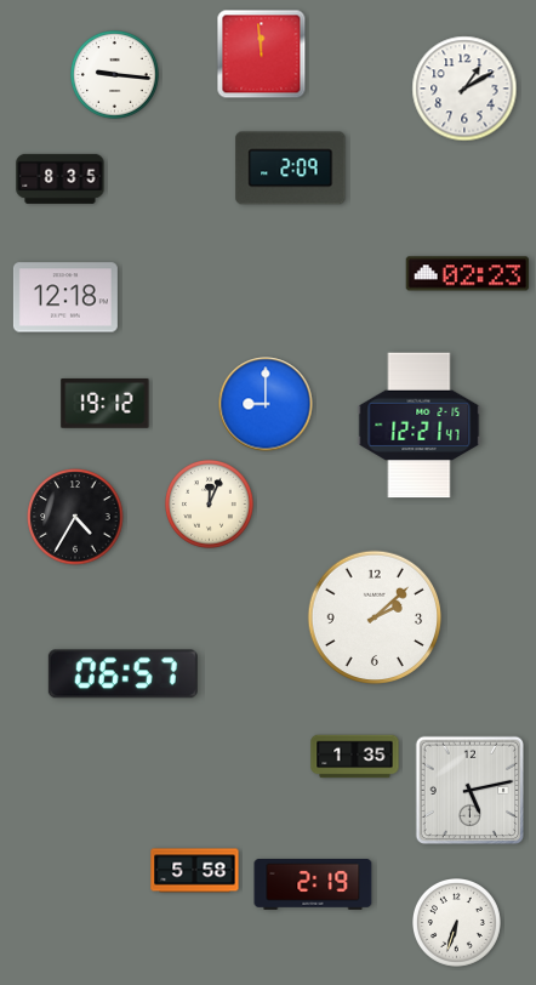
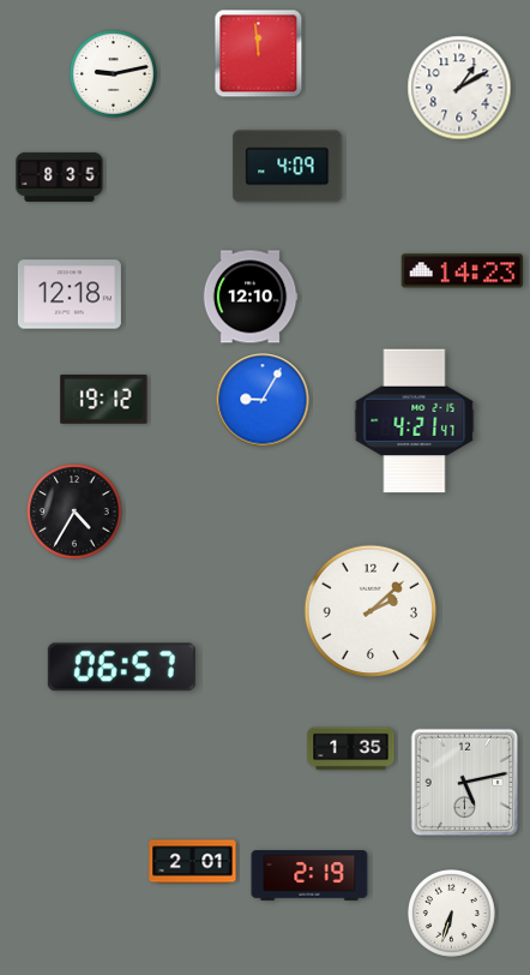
clock at (115, 75): 9:16 -> 9:13
clock at (291, 169): 2:09 -> 4:09
clock at (468, 274): 02:23 -> 14:23
clock at (65, 297) position: (65, 297) -> (70, 294)
clock at (251, 297): none -> 12:10
clock at (266, 404): 9:00 -> 9:05
clock at (420, 426): 12:21 -> 4:21
clock at (210, 505): 12:04 -> none
clock at (195, 871): 5:58 -> 2:01
